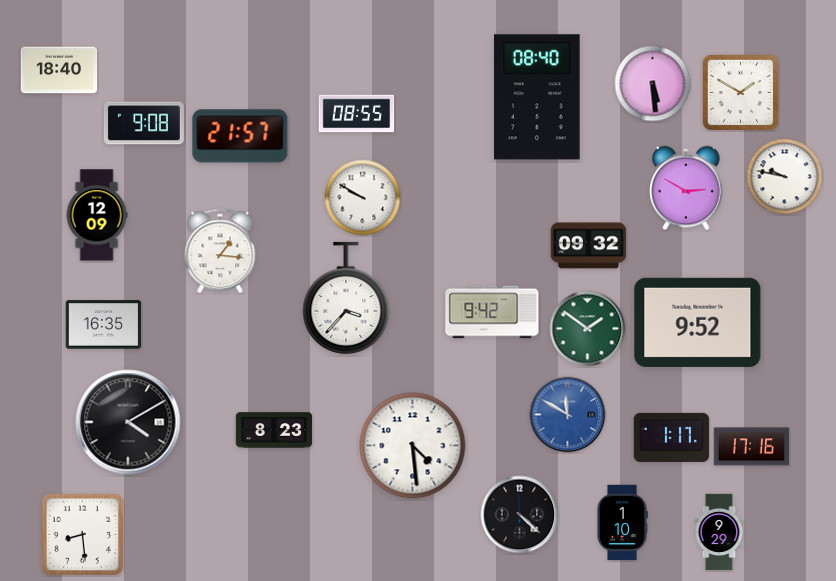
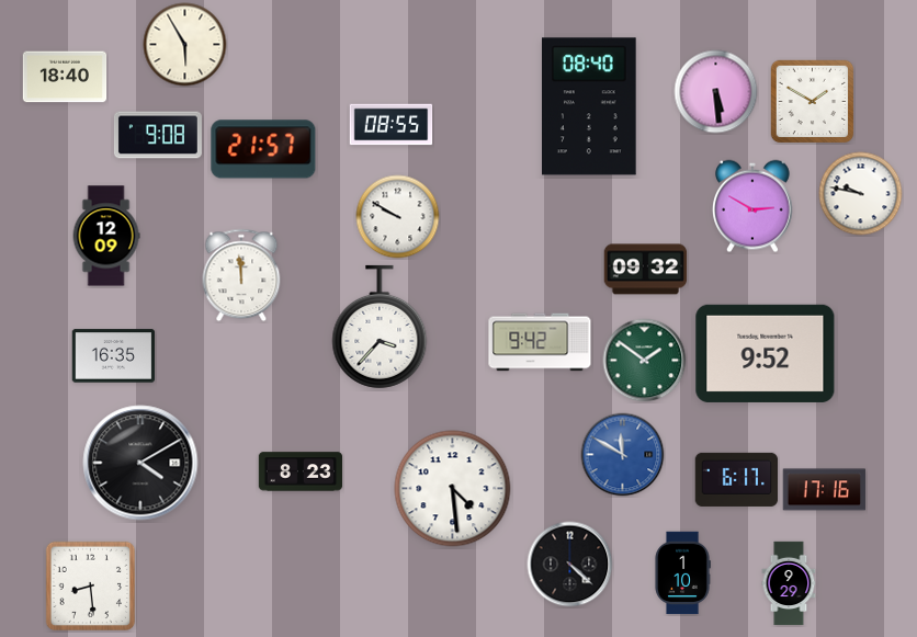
clock at (185, 45): none -> 5:55
clock at (220, 251): 1:16 -> 11:59
clock at (672, 437): 1:17 -> 6:17
